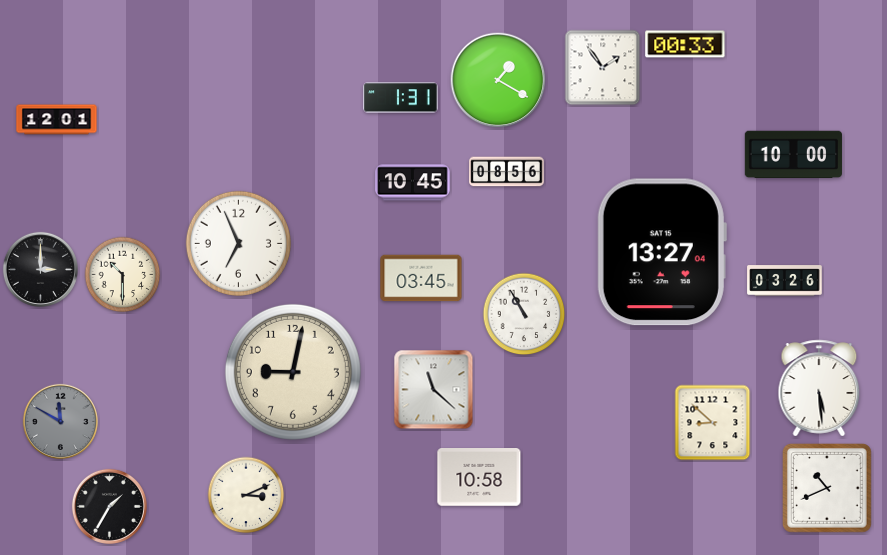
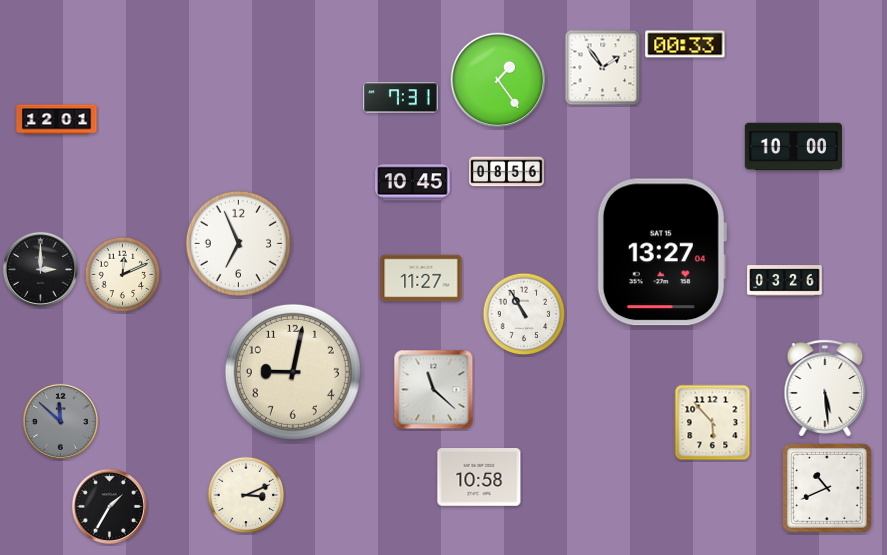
clock at (498, 80): 1:20 -> 1:24
clock at (401, 98): 1:31 -> 7:31
clock at (793, 155) position: (793, 155) -> (793, 147)
clock at (123, 275): 10:30 -> 12:11
clock at (421, 278): 03:45 -> 11:27
clock at (819, 388) position: (819, 388) -> (825, 388)
clock at (60, 421): 11:50 -> 11:52
clock at (713, 423): 8:52 -> 5:53
